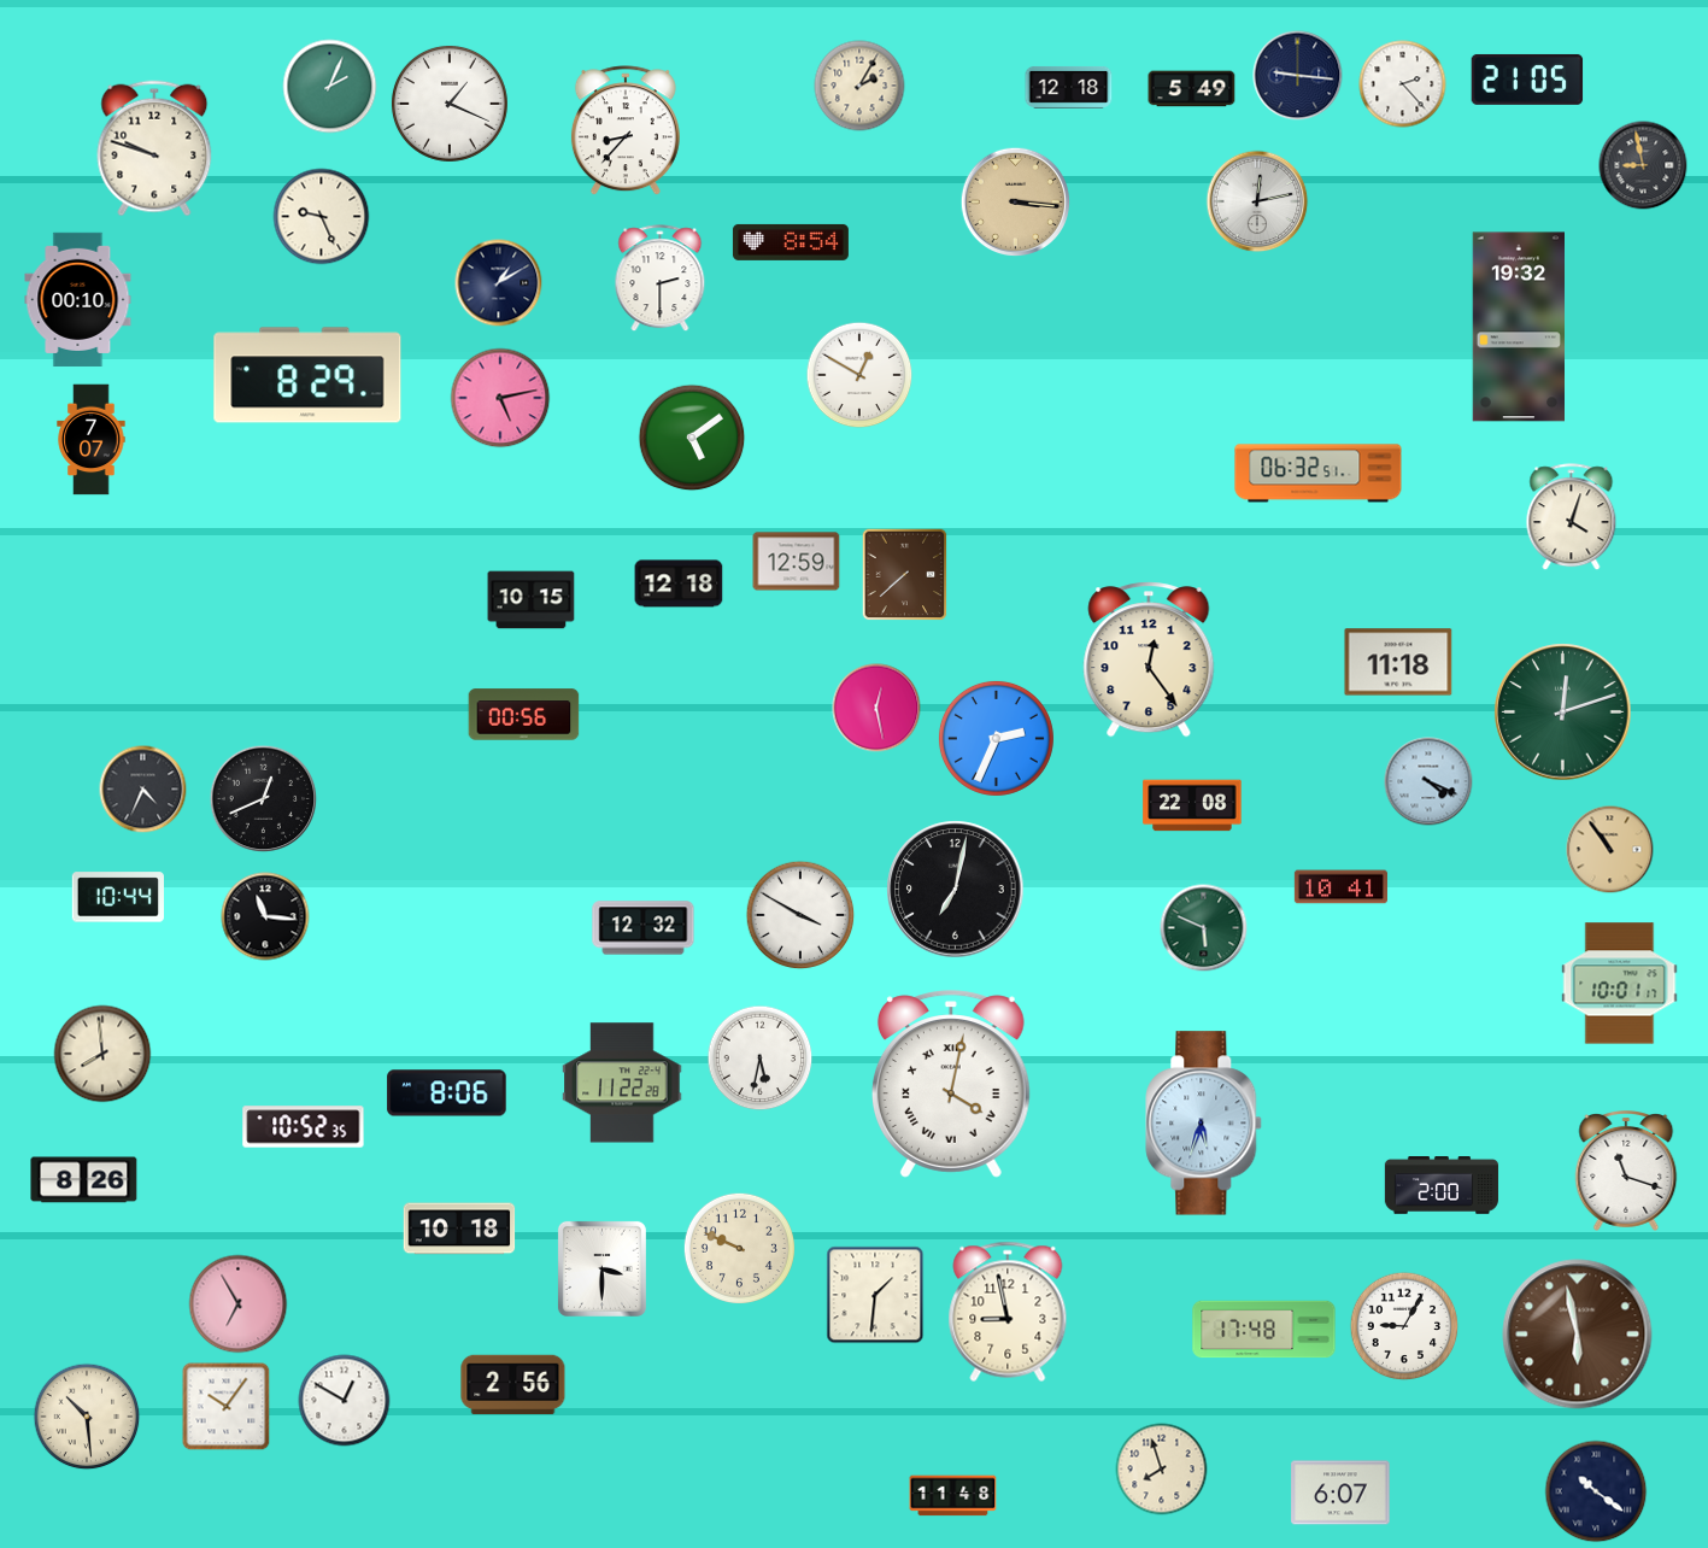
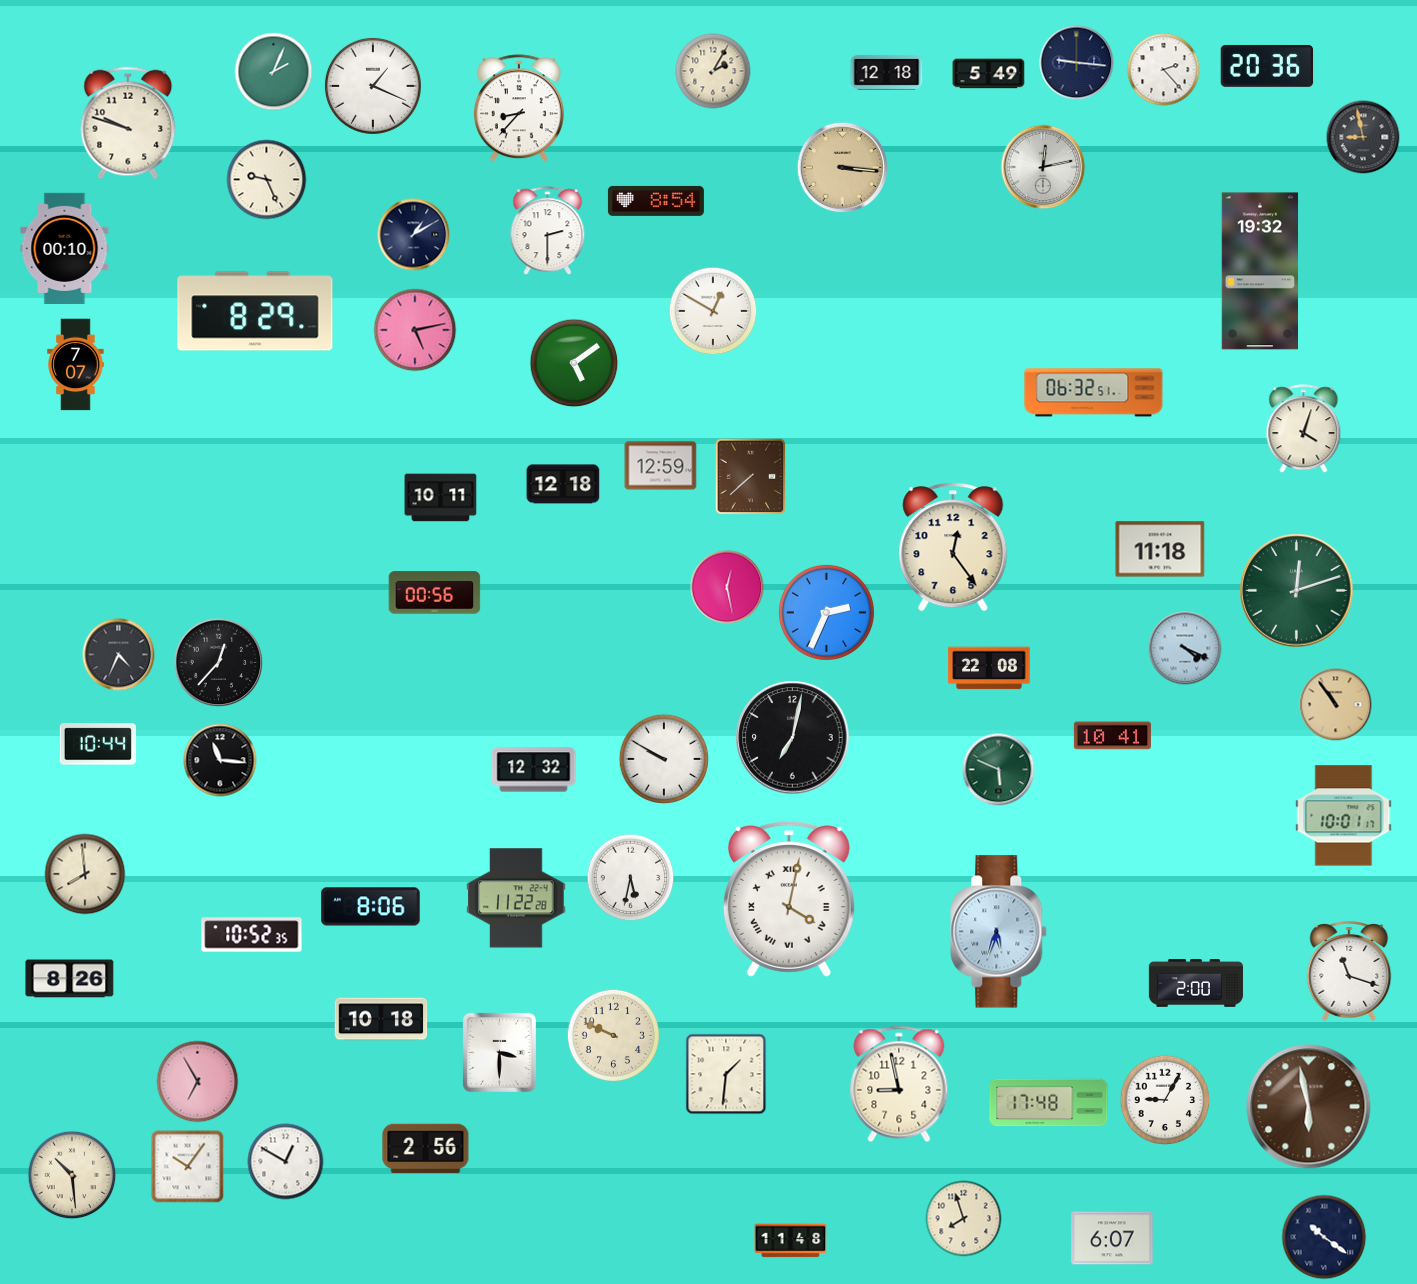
clock at (1527, 80): 21:05 -> 20:36
clock at (532, 600): 10:15 -> 10:11
clock at (264, 799): 12:41 -> 12:37
clock at (800, 915): 3:50 -> 9:50
clock at (1008, 1312) position: (1008, 1312) -> (899, 1084)
